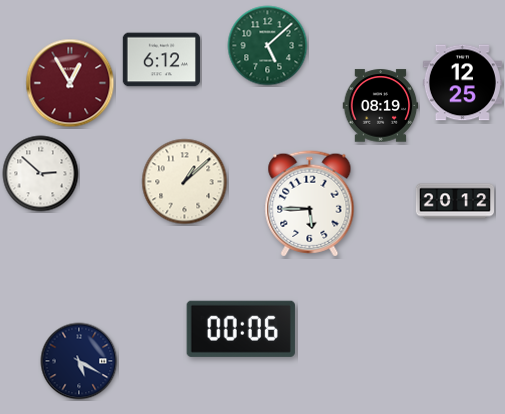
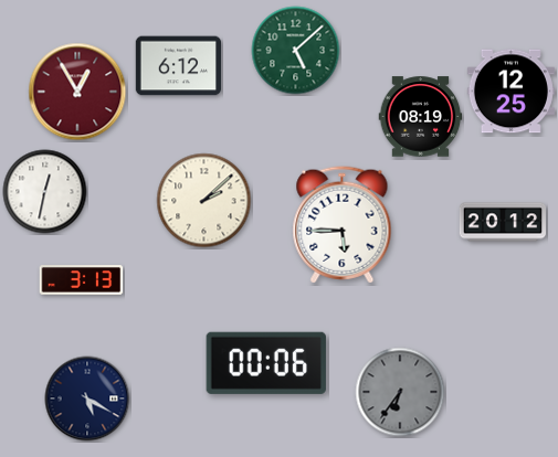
clock at (41, 174): 2:52 -> 12:32
clock at (185, 182): 1:08 -> 2:08
clock at (82, 280): none -> 3:13
clock at (400, 392): none -> 6:36
